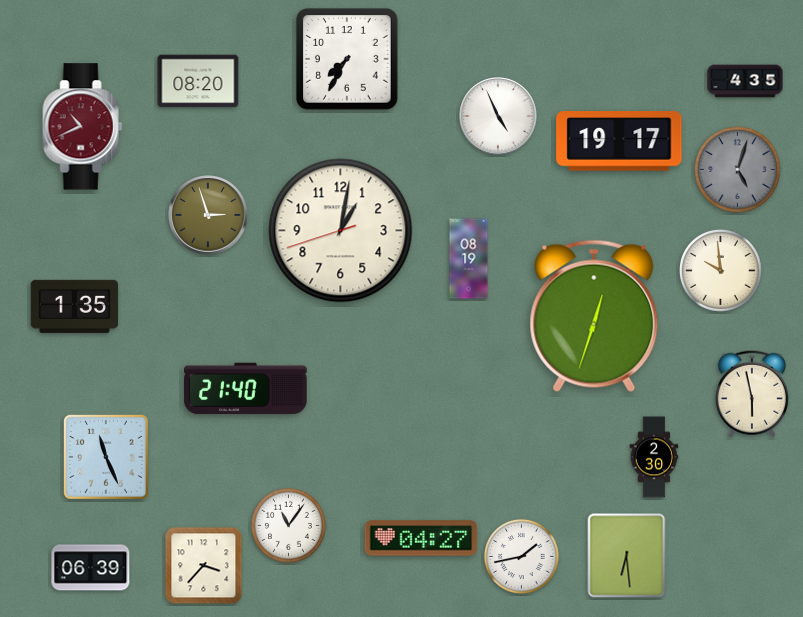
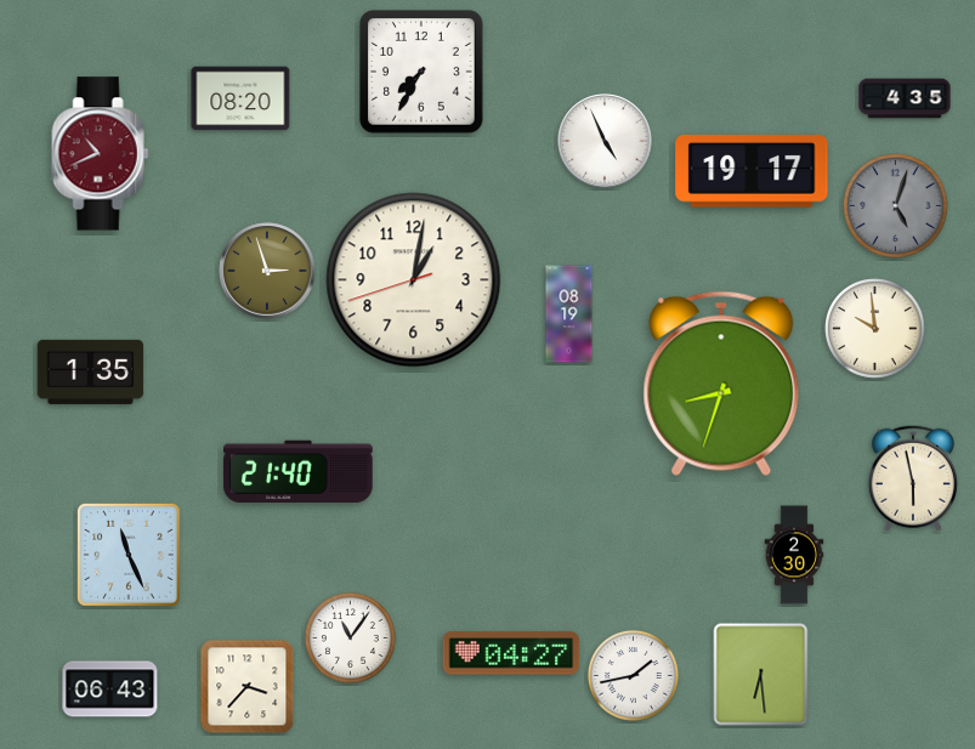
clock at (208, 215) position: (208, 215) -> (267, 271)
clock at (594, 316): 12:33 -> 8:33
clock at (91, 568): 06:39 -> 06:43
